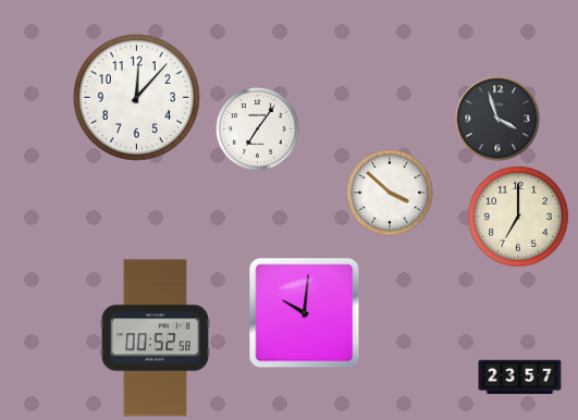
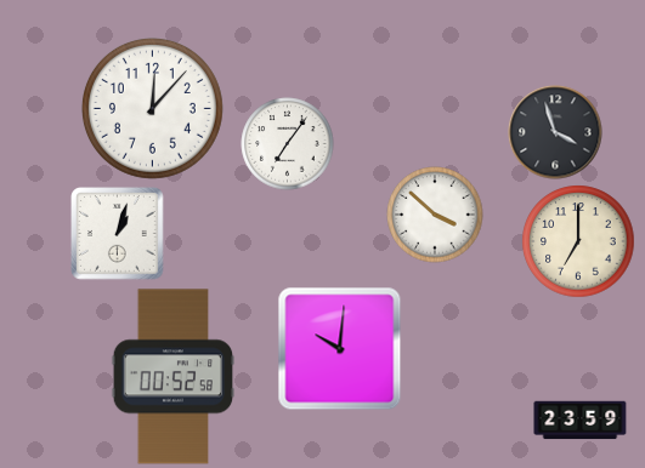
clock at (118, 234): none -> 1:03
clock at (520, 378): 23:57 -> 23:59
